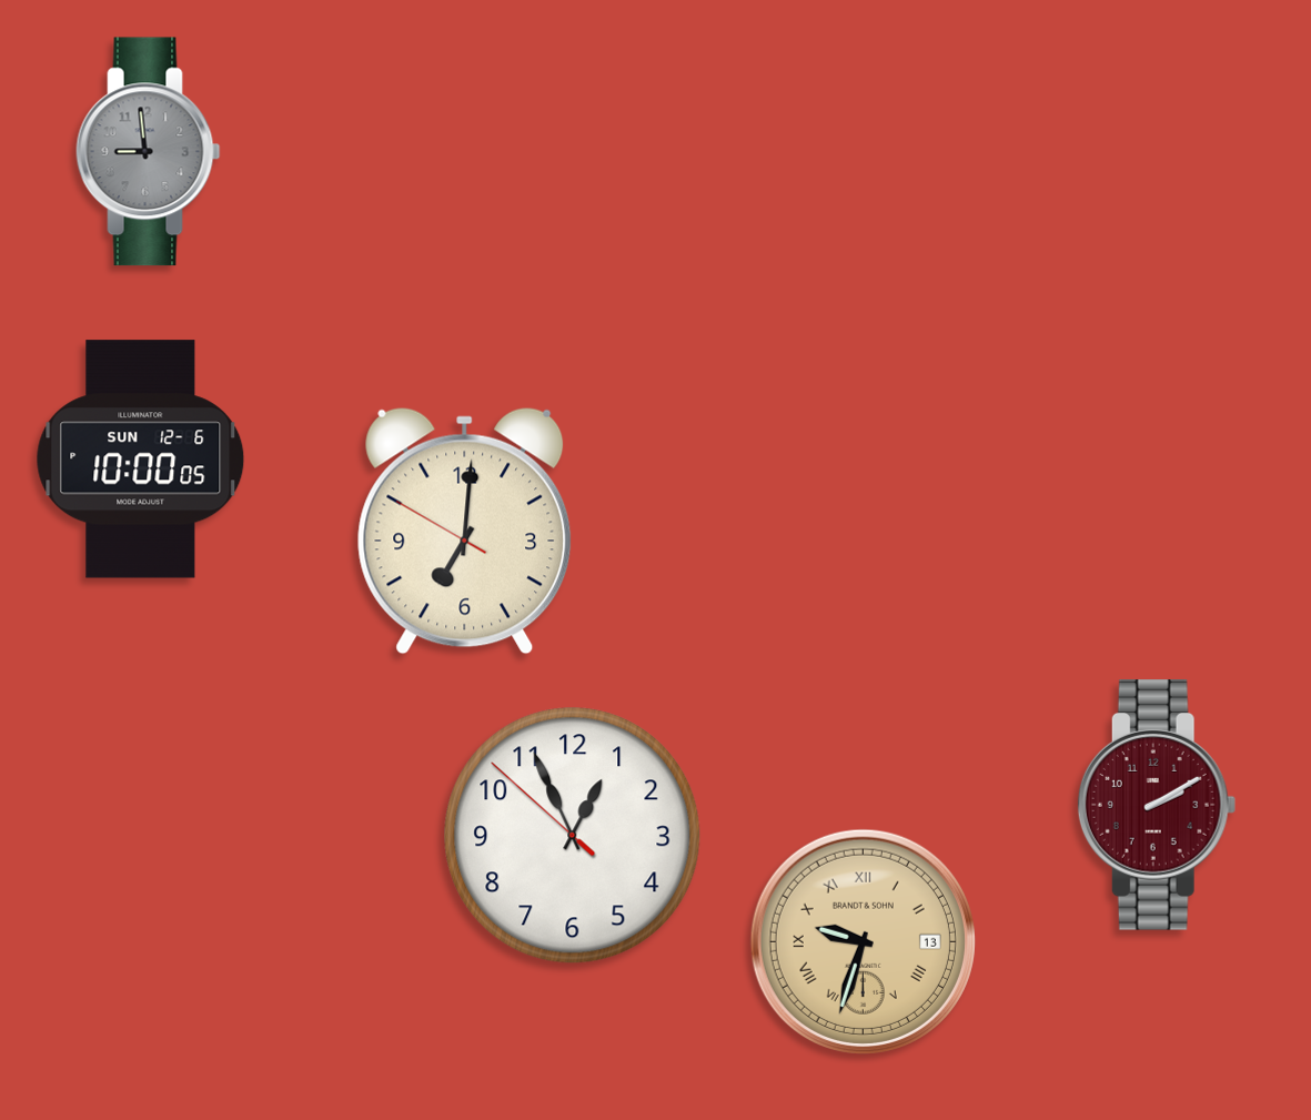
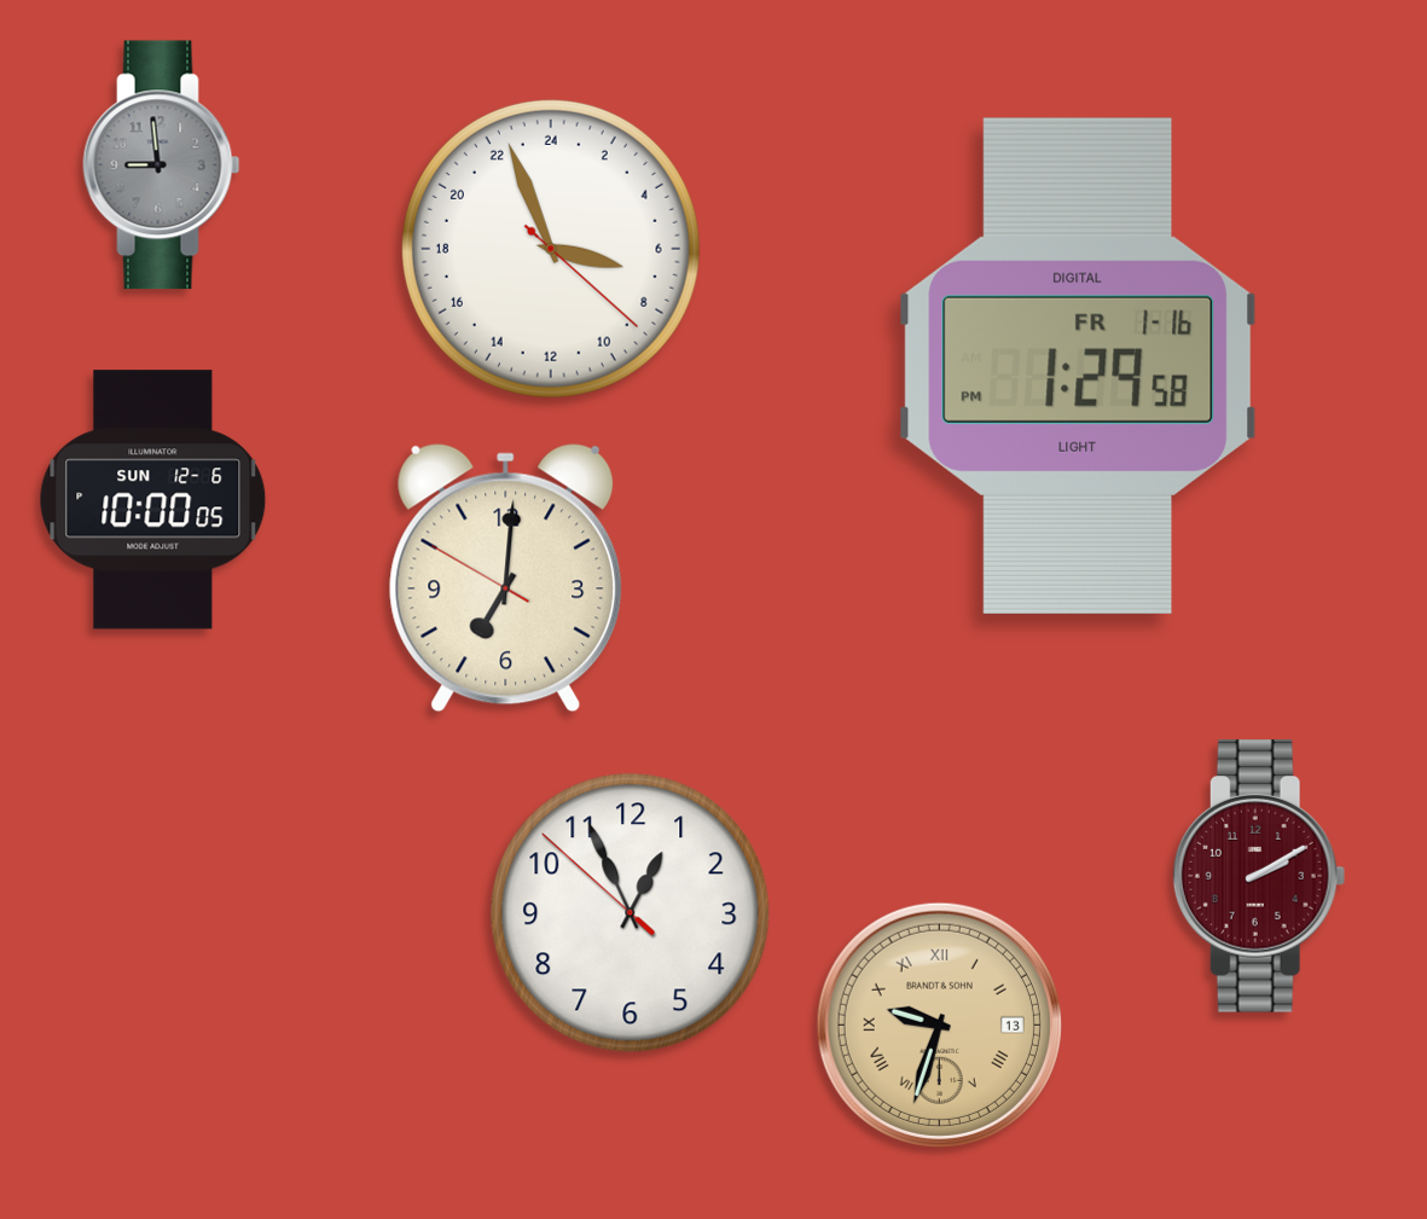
clock at (551, 249): none -> 6:56
clock at (1077, 366): none -> 1:29
clock at (573, 836) position: (573, 836) -> (631, 913)
